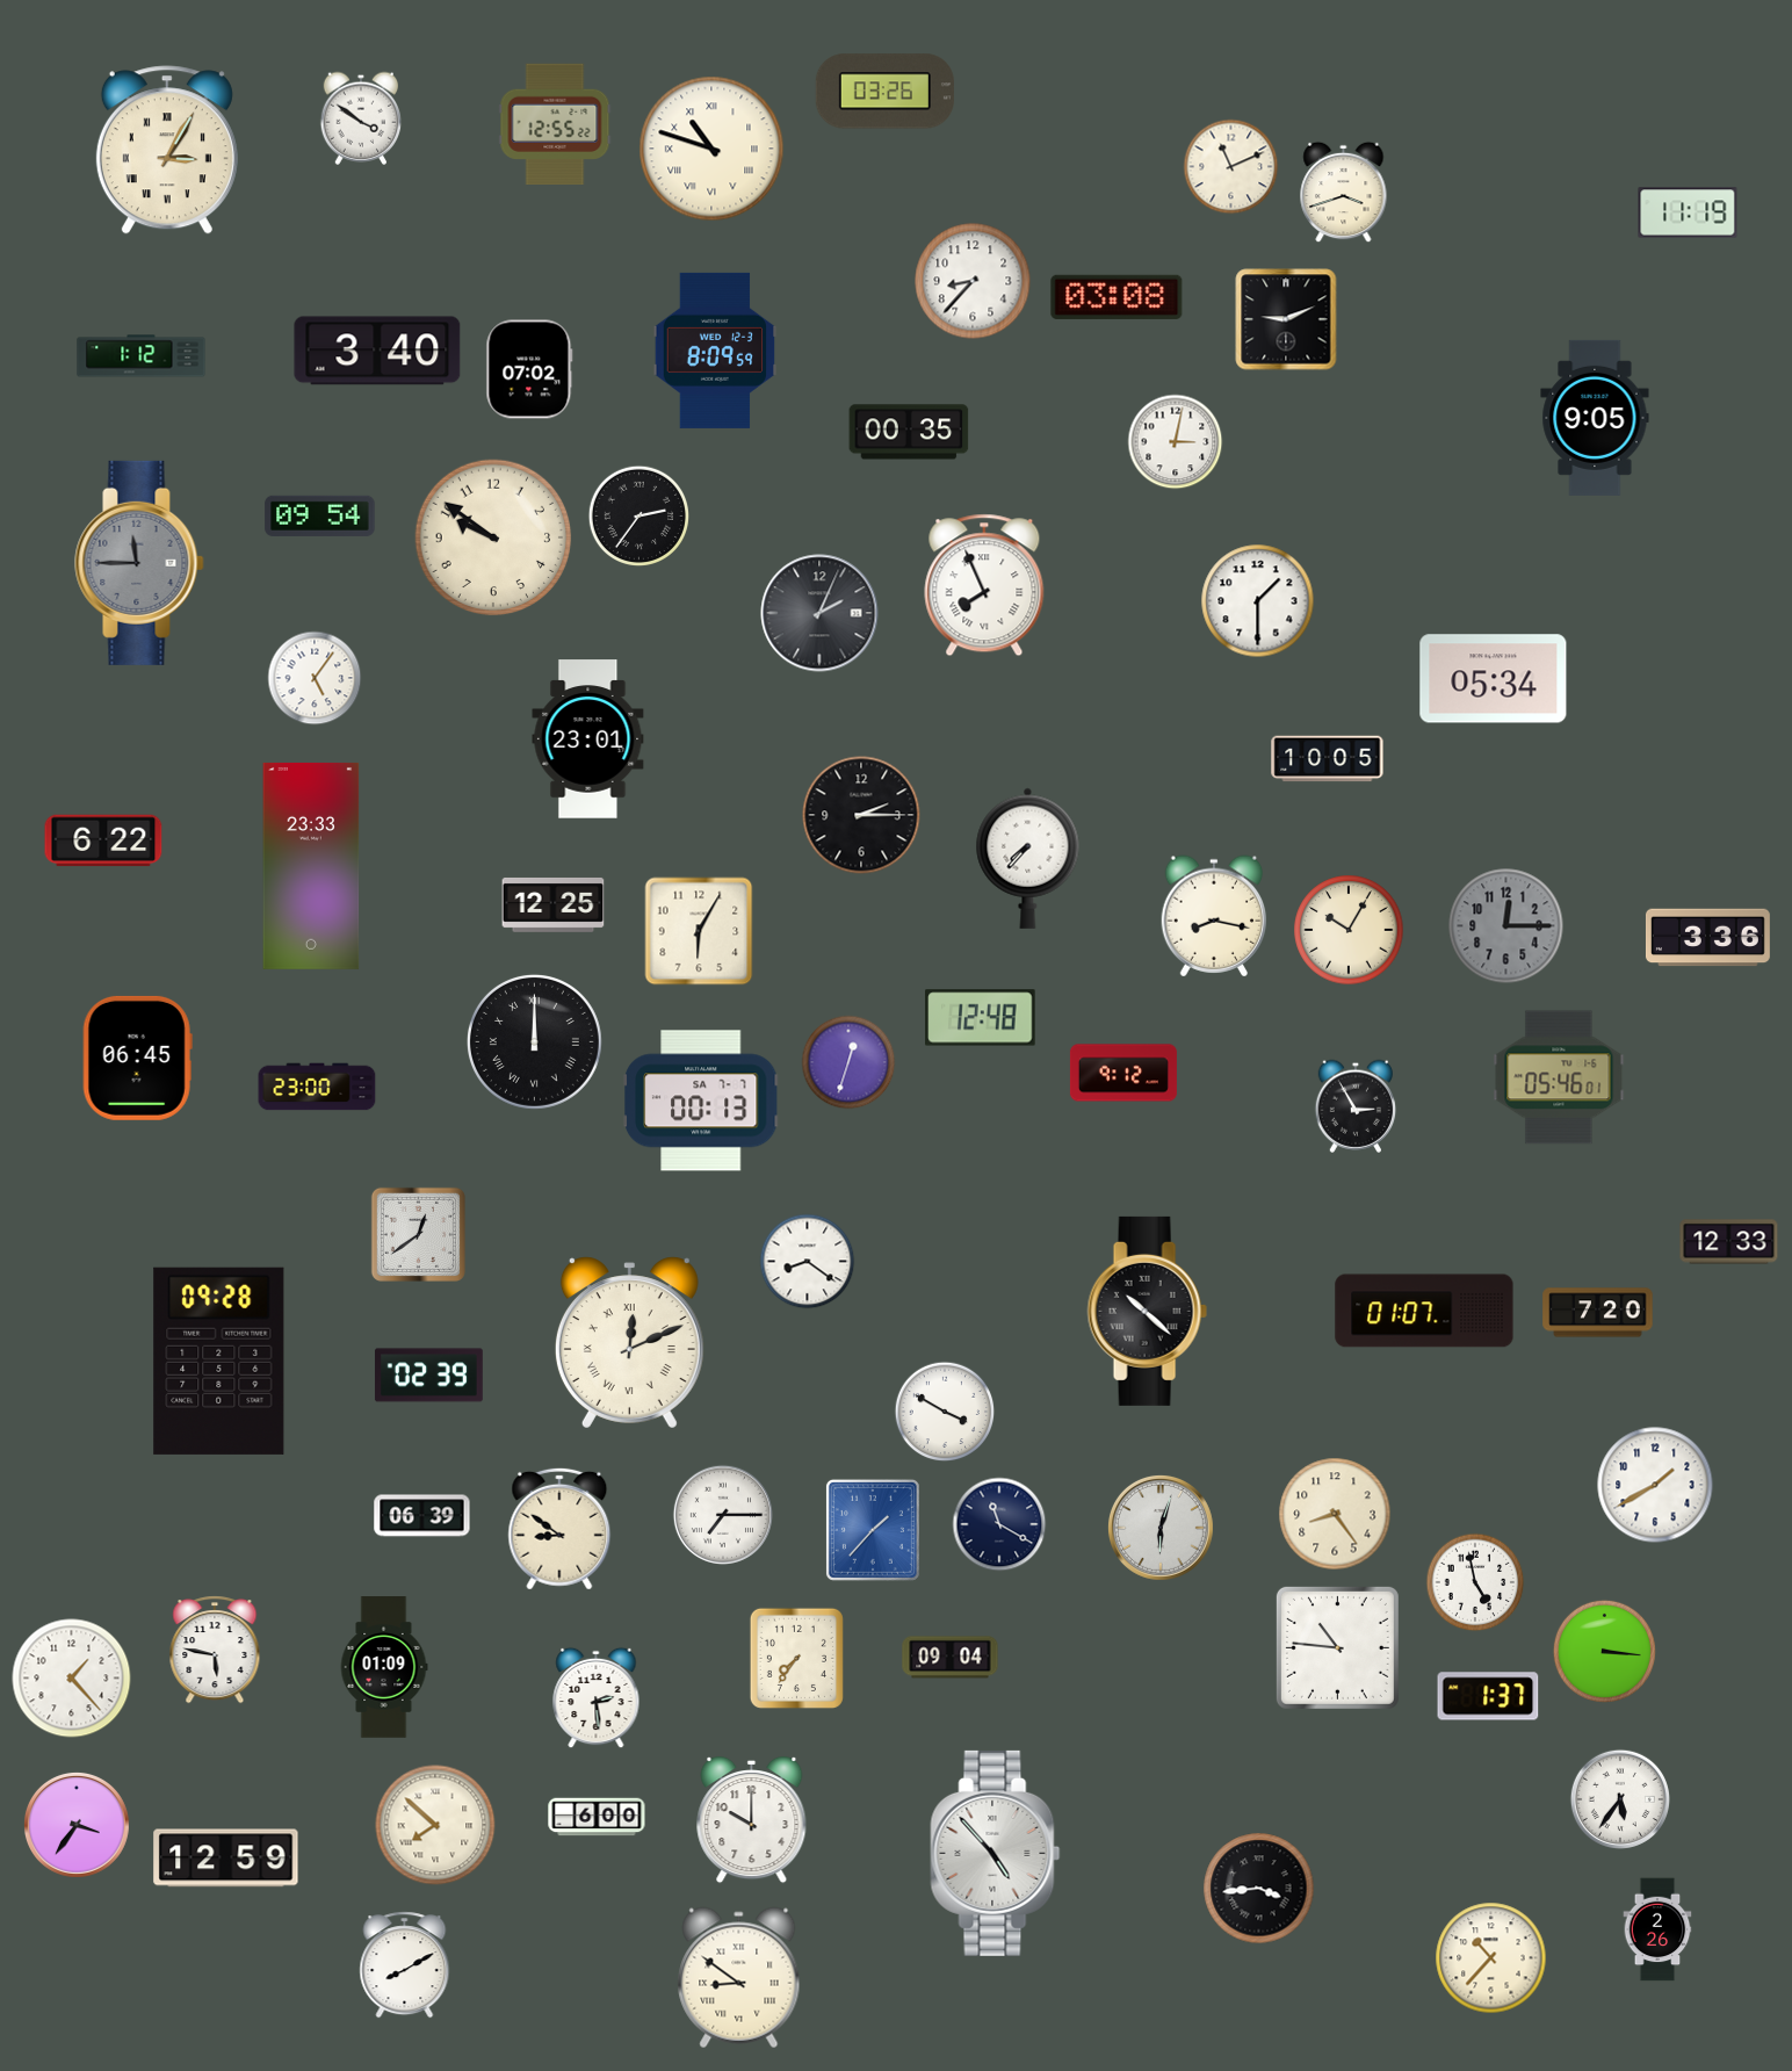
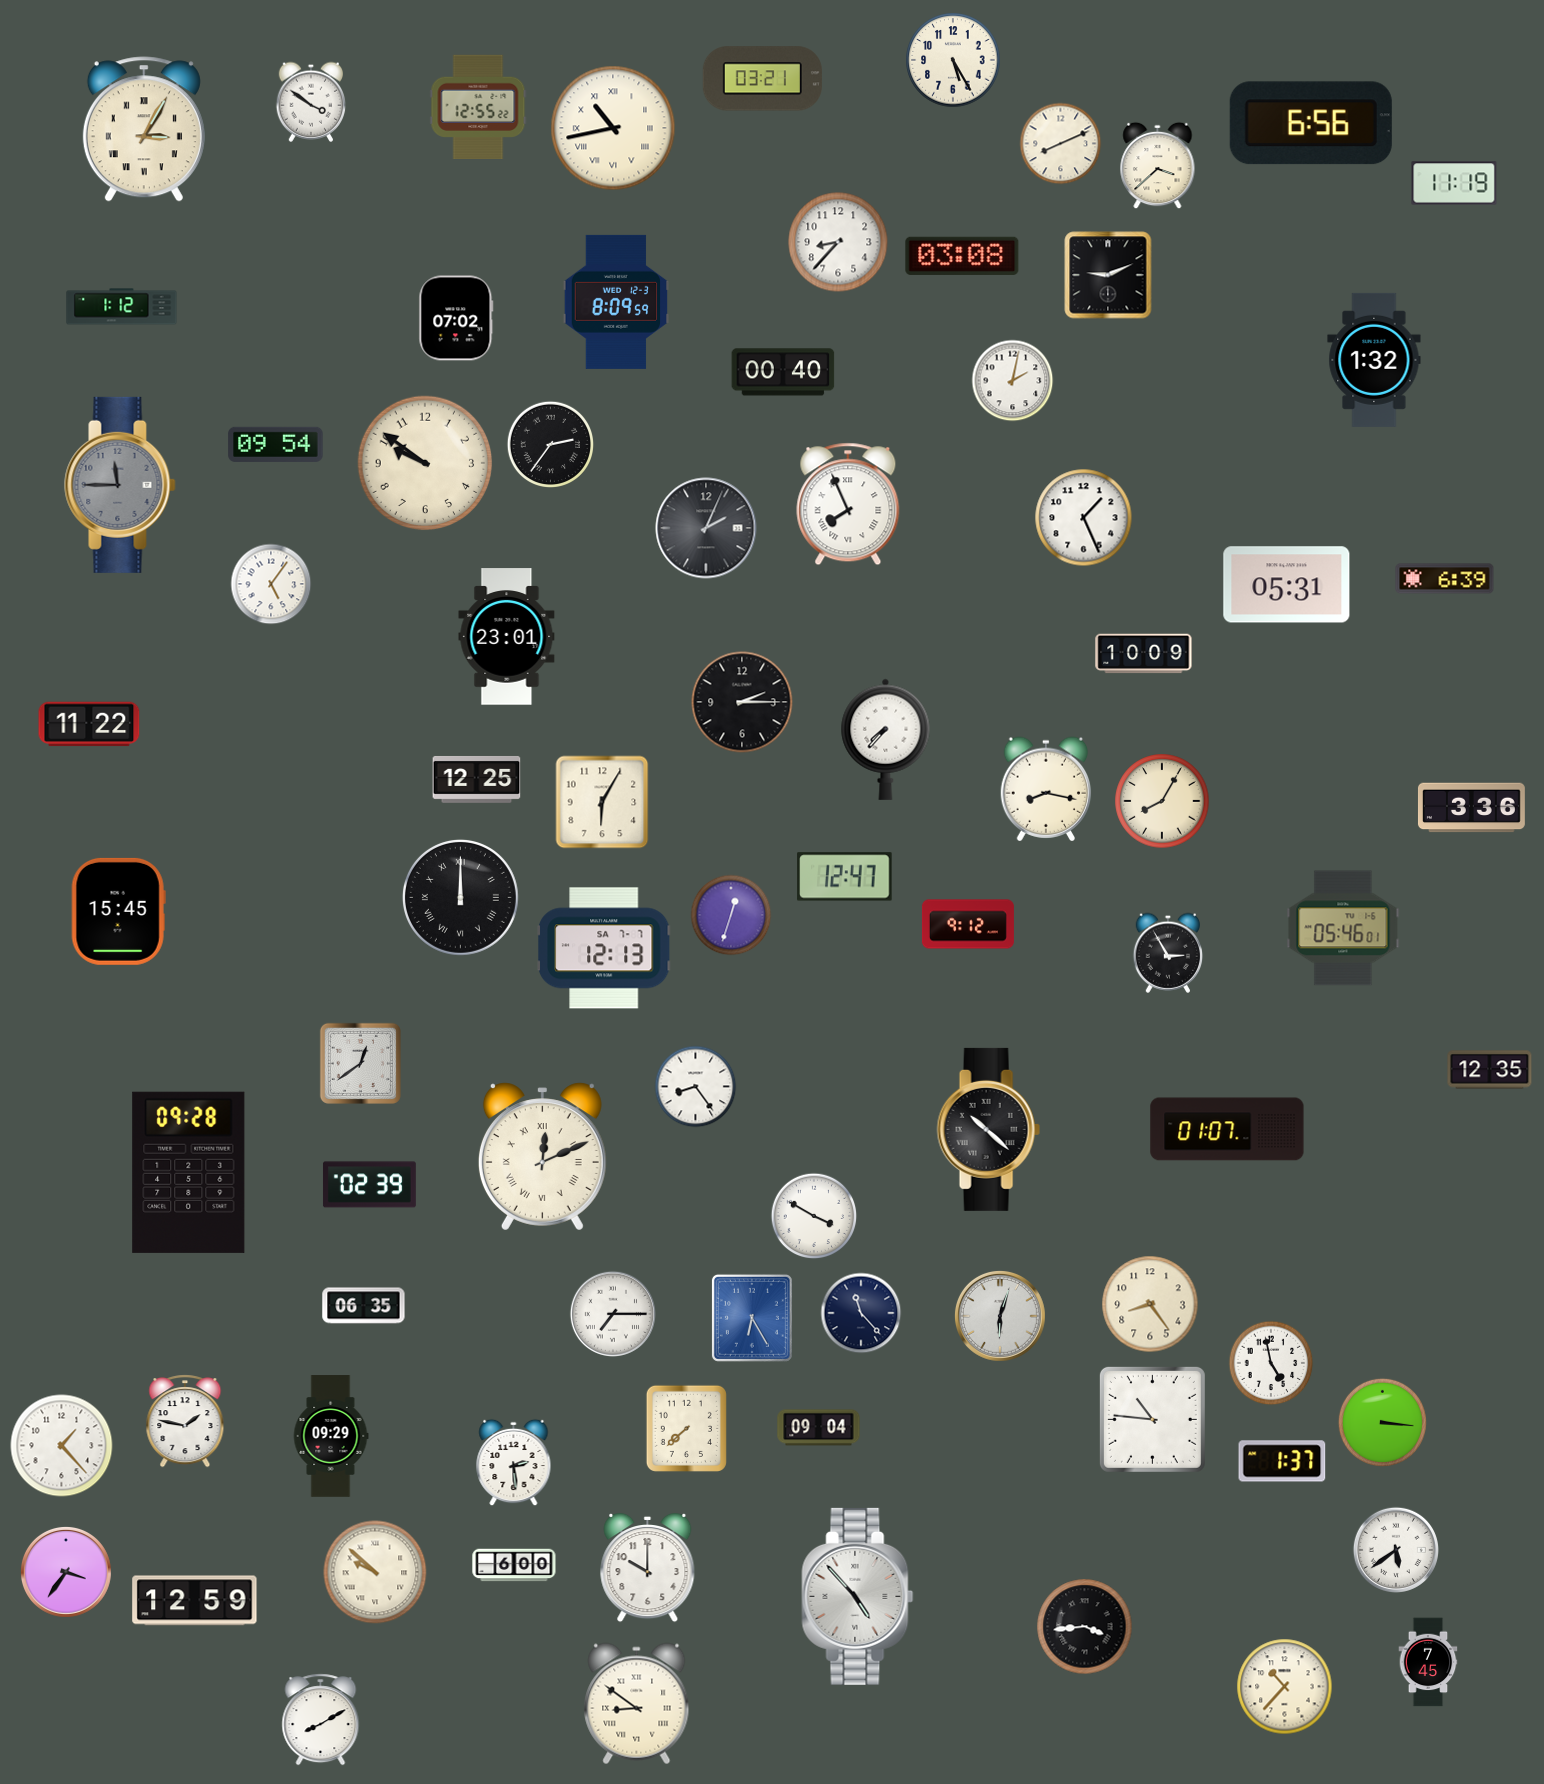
clock at (953, 60): none -> 5:25
clock at (884, 92): 03:26 -> 03:21
clock at (1311, 123): none -> 6:56
clock at (711, 149): 10:48 -> 10:43
clock at (1231, 167): 11:11 -> 8:11
clock at (1344, 193): 3:42 -> 3:38
clock at (377, 351): 3:40 -> none
clock at (1595, 418): 9:05 -> 1:32
clock at (909, 432): 00:35 -> 00:40
clock at (1176, 442): 3:02 -> 2:02
clock at (1258, 601): 1:30 -> 1:26
clock at (1445, 579): none -> 6:39
clock at (1494, 679): 05:34 -> 05:31
clock at (1328, 759): 10:05 -> 10:09
clock at (103, 840): 6:22 -> 11:22
clock at (311, 866): 23:33 -> none
clock at (1506, 926): 12:15 -> none
clock at (1349, 930): 10:05 -> 8:05
clock at (981, 1018): 12:48 -> 12:47
clock at (137, 1058): 06:45 -> 15:45
clock at (317, 1087): 23:00 -> none
clock at (702, 1101): 00:13 -> 12:13
clock at (1729, 1242): 12:33 -> 12:35
clock at (808, 1262): 8:21 -> 8:24
clock at (1598, 1313): 7:20 -> none
clock at (1655, 1485): 1:40 -> none
clock at (722, 1514) position: (722, 1514) -> (612, 1313)
clock at (422, 1516): 06:39 -> 06:35
clock at (999, 1524): 11:20 -> 11:23
clock at (559, 1529): 8:51 -> none
clock at (873, 1530): 1:37 -> 6:25
clock at (215, 1650): 5:47 -> 1:47
clock at (796, 1658): 7:36 -> 7:38
clock at (384, 1667): 01:09 -> 09:29
clock at (1619, 1798): 5:36 -> 5:39
clock at (435, 1825): 7:52 -> 9:52
clock at (1657, 1929): 2:26 -> 7:45
clock at (405, 1965) position: (405, 1965) -> (321, 1720)
